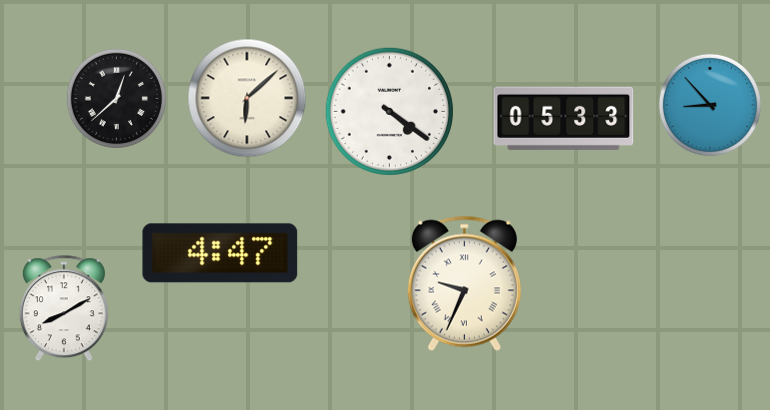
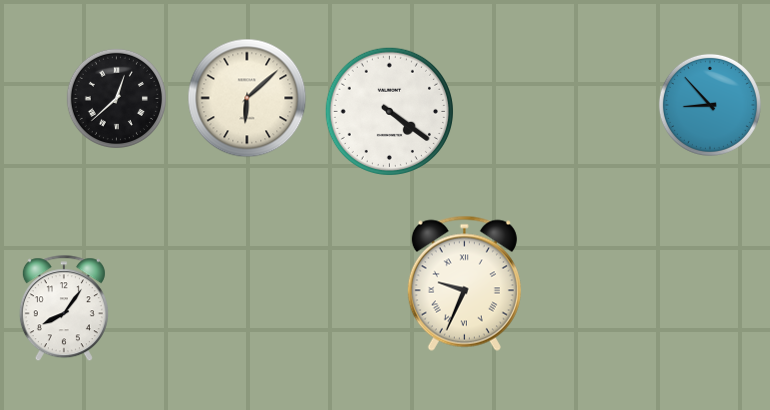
clock at (564, 118): 05:33 -> none
clock at (220, 253): 4:47 -> none
clock at (64, 309): 8:10 -> 8:06
